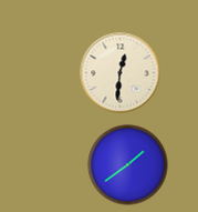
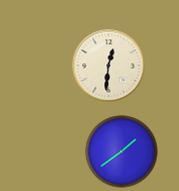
clock at (128, 165) position: (128, 165) -> (122, 152)
